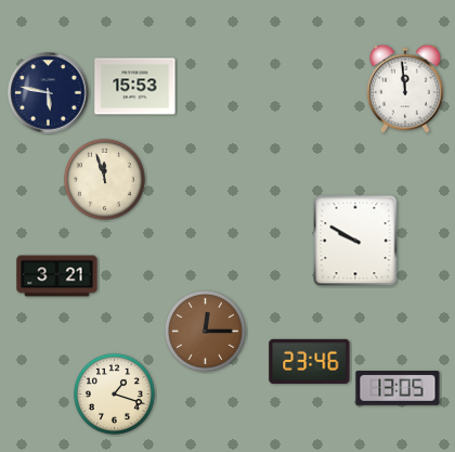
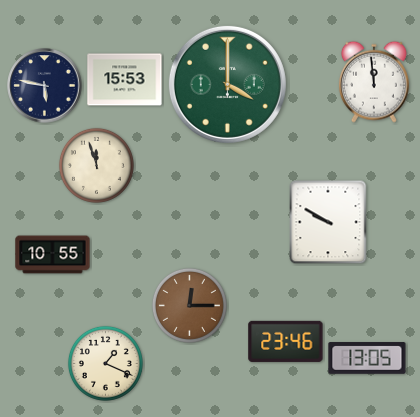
clock at (227, 84): none -> 4:00
clock at (57, 276): 3:21 -> 10:55
clock at (310, 361) position: (310, 361) -> (286, 341)
clock at (114, 393): 1:18 -> 1:19
